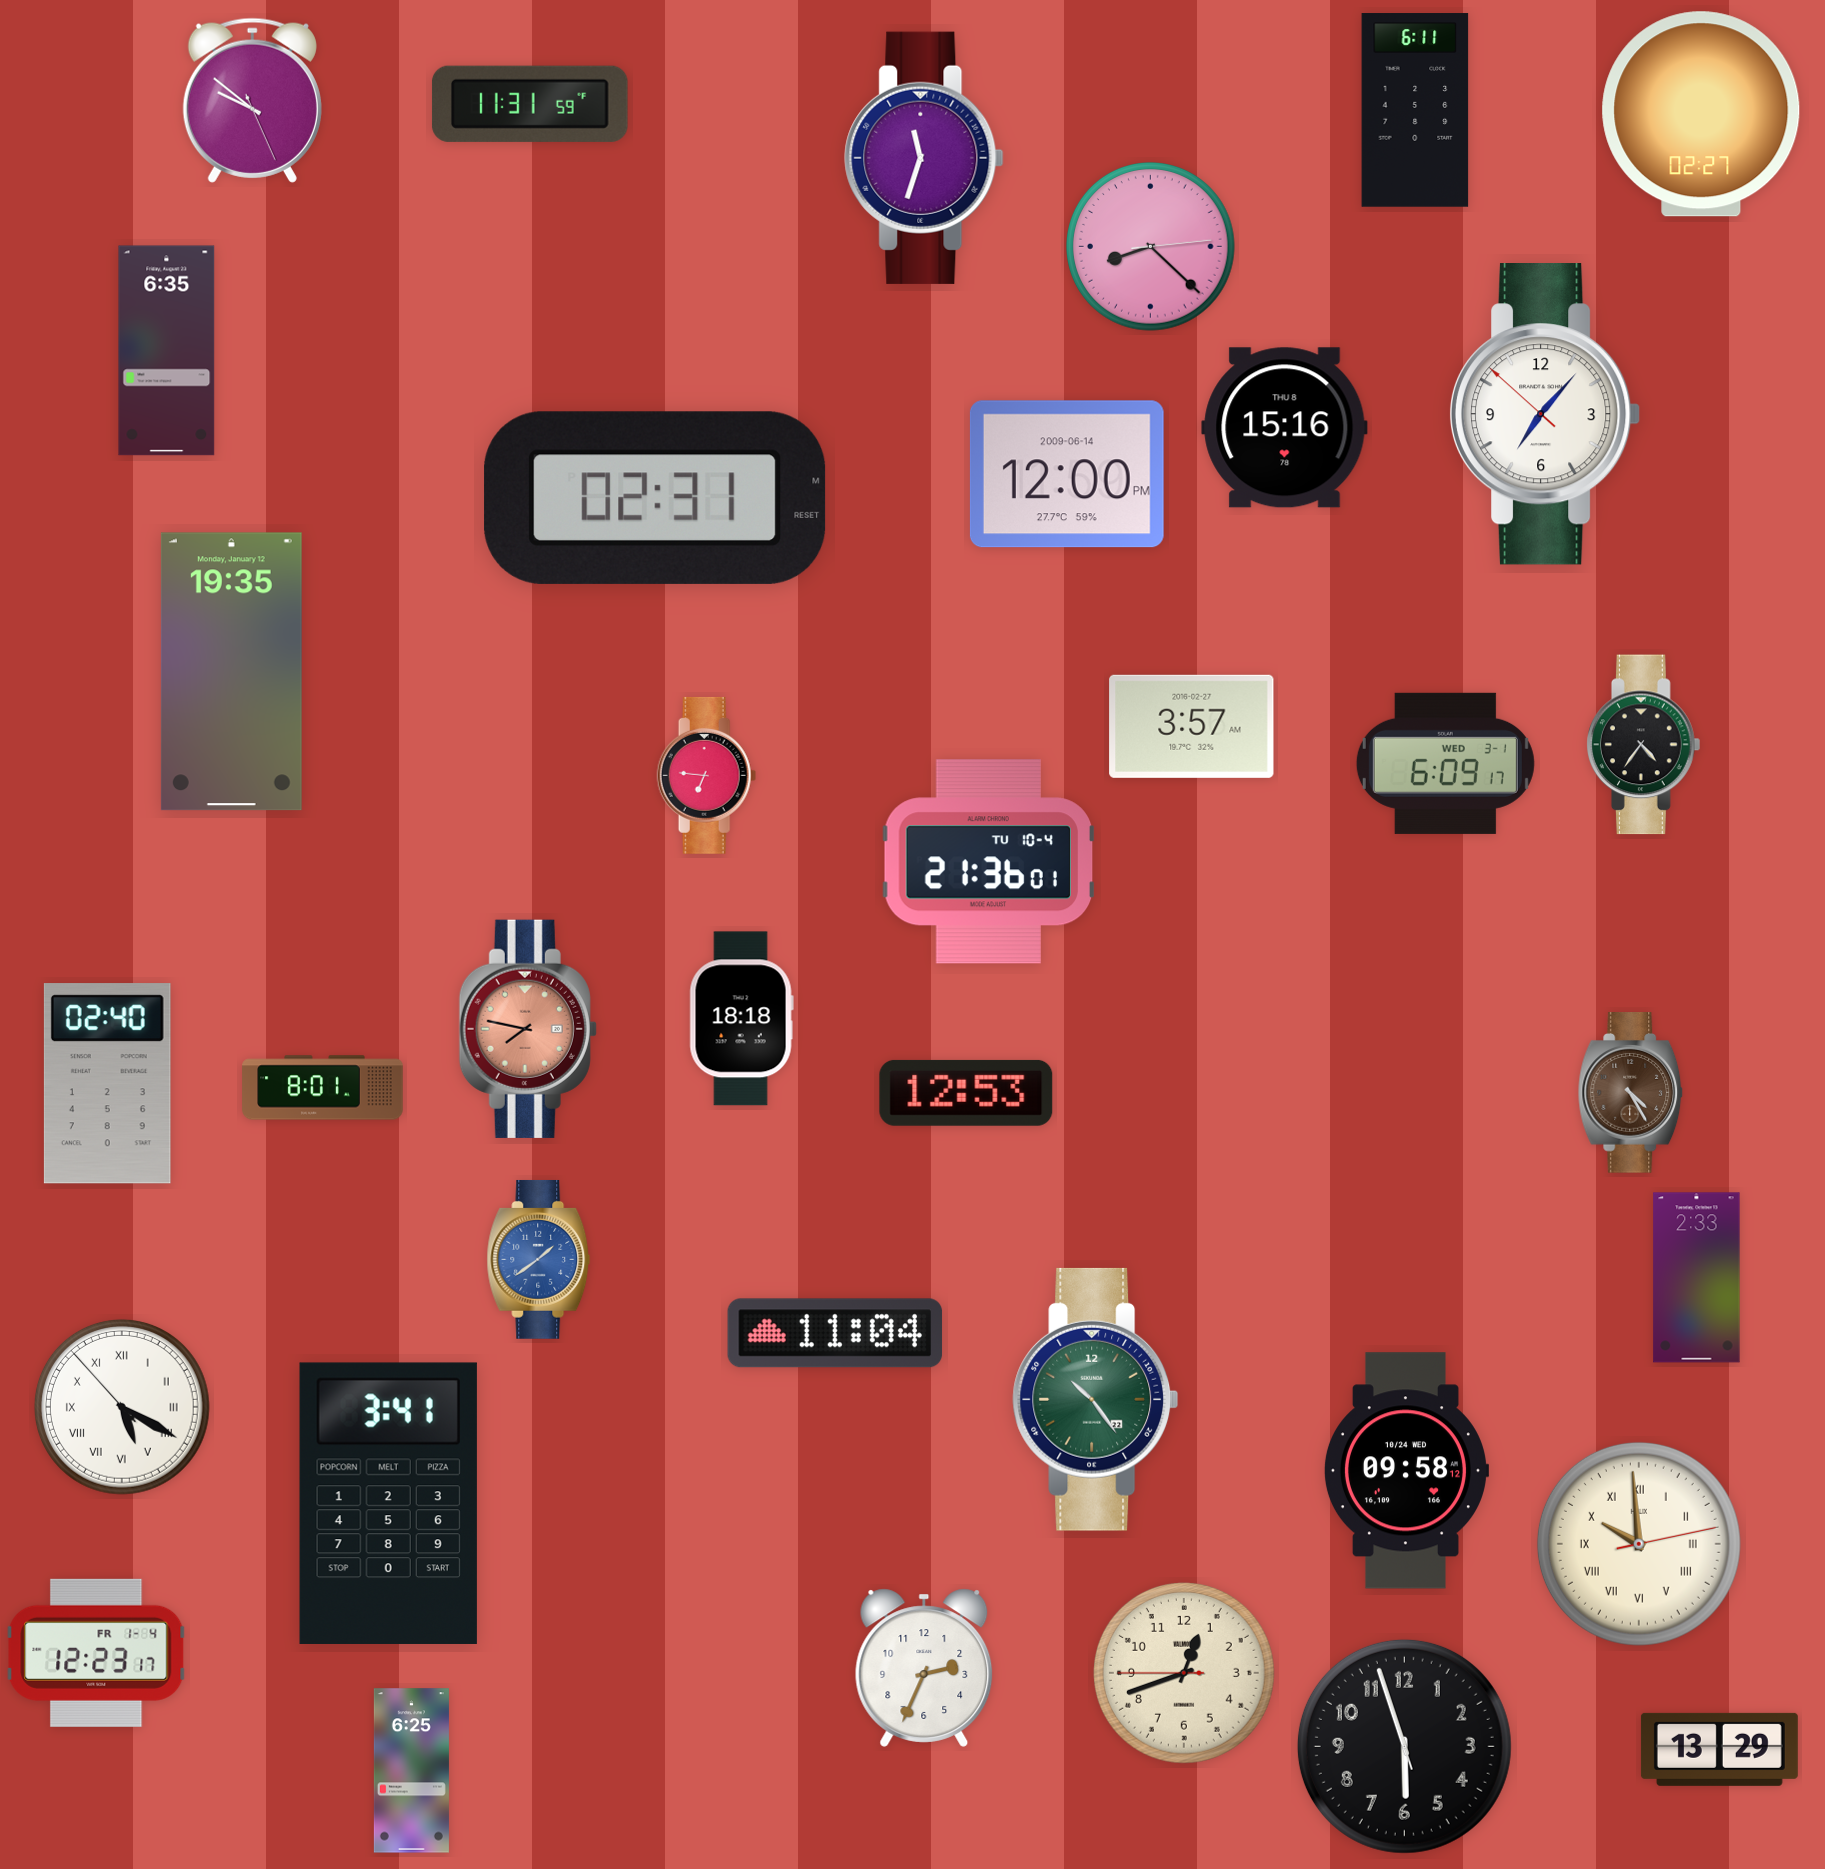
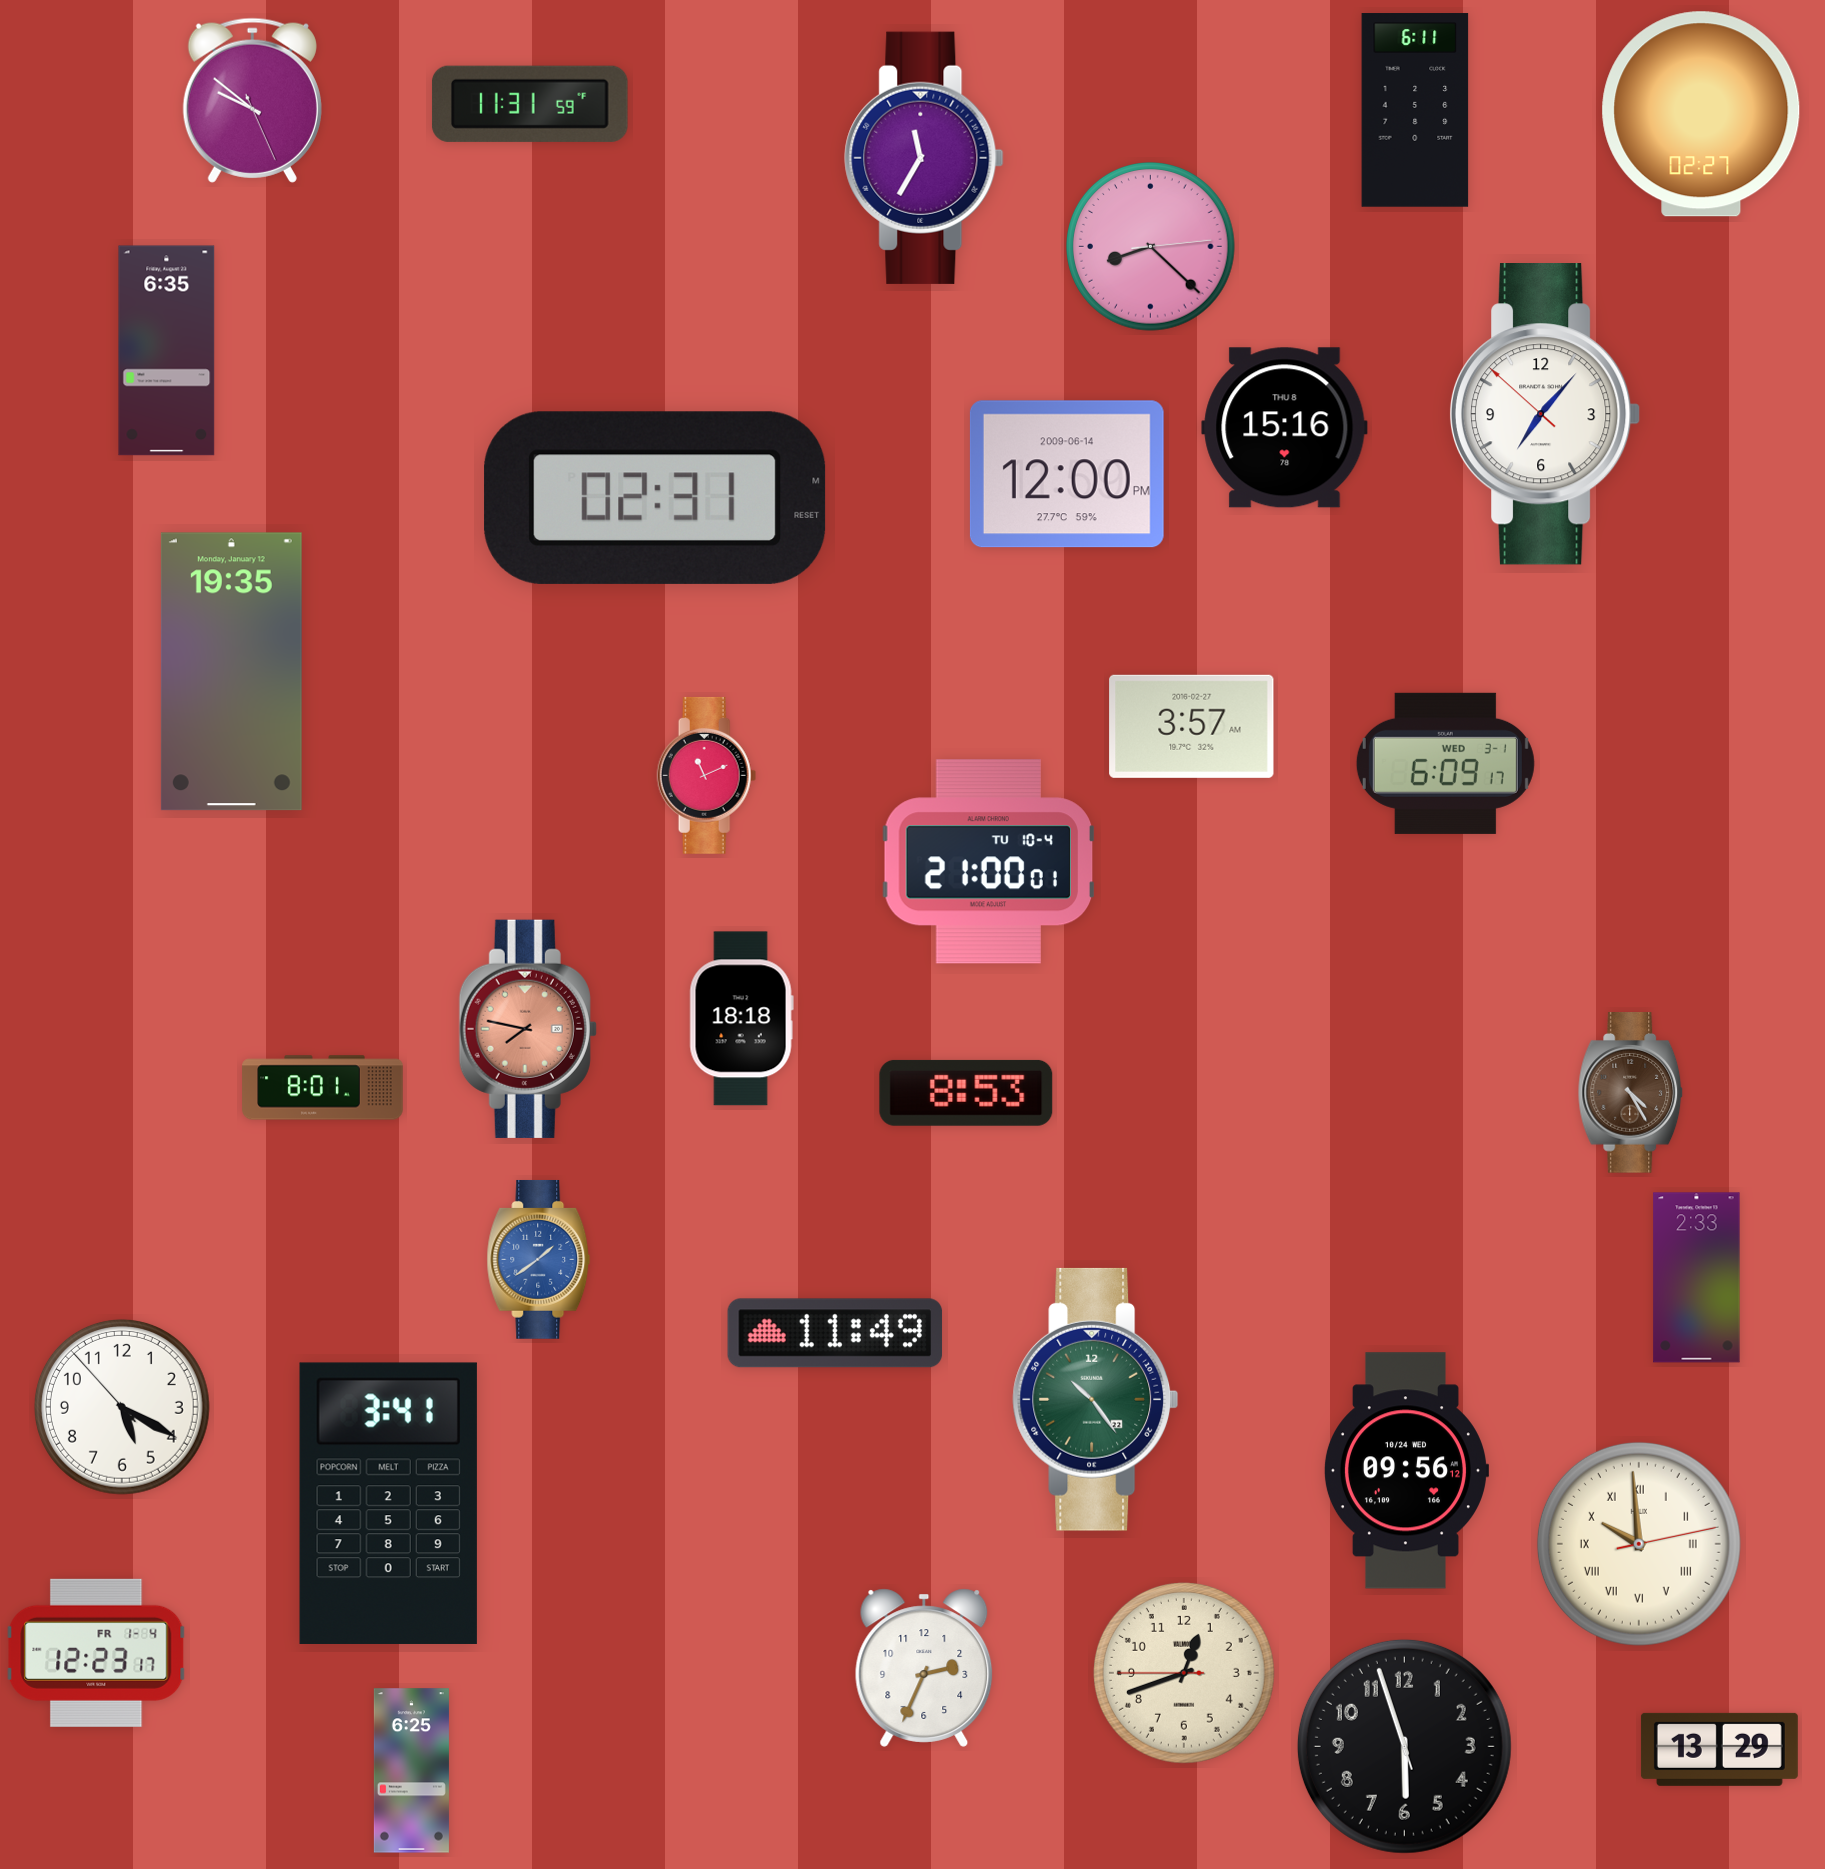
clock at (924, 158): 11:33 -> 11:35
clock at (1644, 745): 4:36 -> none
clock at (707, 775): 6:46 -> 11:11
clock at (988, 862): 21:36 -> 21:00
clock at (107, 1084): 02:40 -> none
clock at (966, 1093): 12:53 -> 8:53
clock at (835, 1333): 11:04 -> 11:49
clock at (122, 1407) numerals: Roman -> Arabic
clock at (1406, 1471): 09:58 -> 09:56
